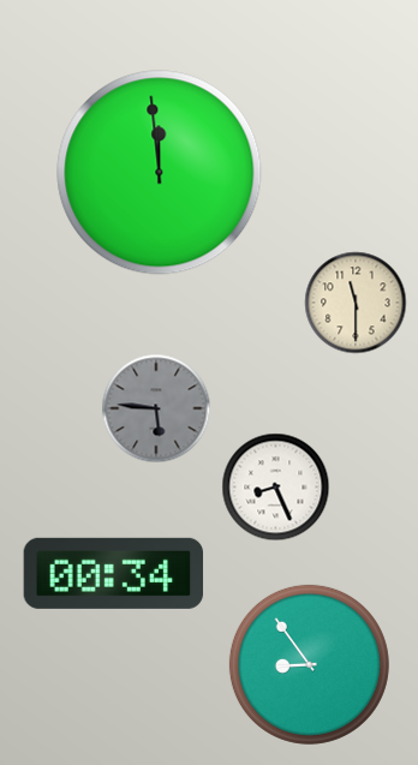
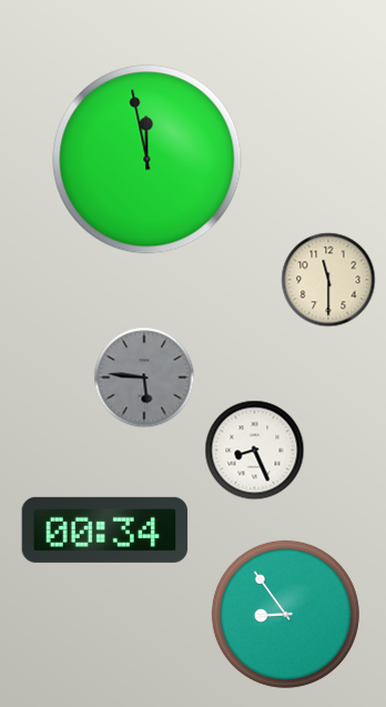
clock at (160, 173): 11:59 -> 11:58
